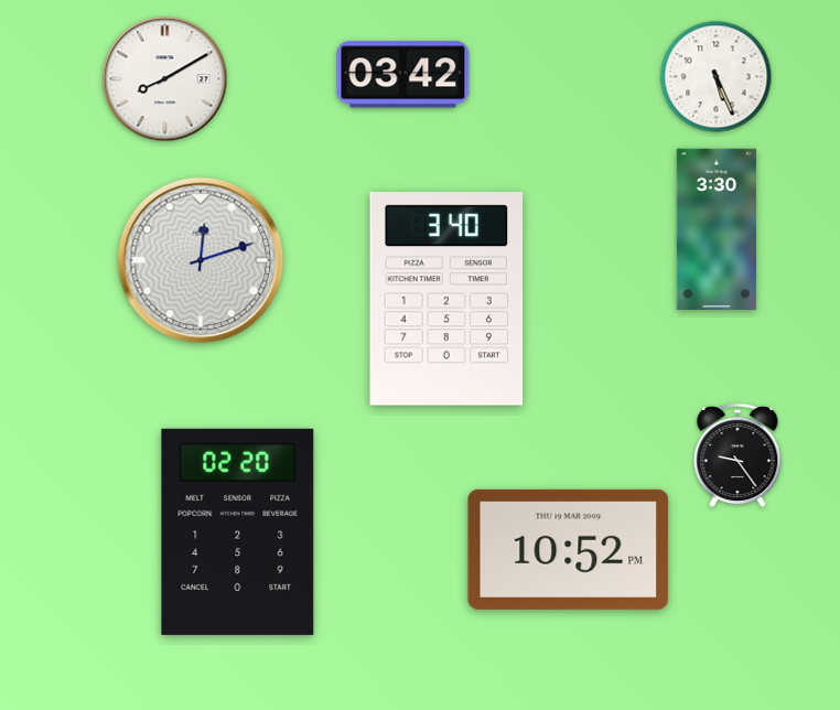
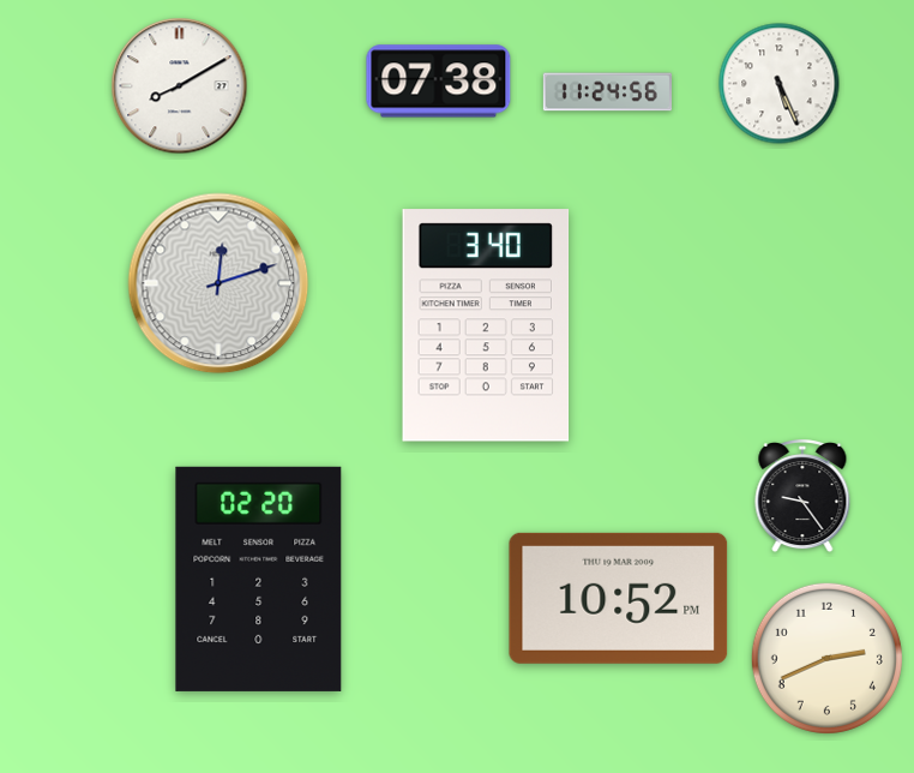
clock at (403, 75): 03:42 -> 07:38
clock at (607, 92): none -> 11:24
clock at (717, 228): 3:30 -> none
clock at (826, 658): none -> 2:41
